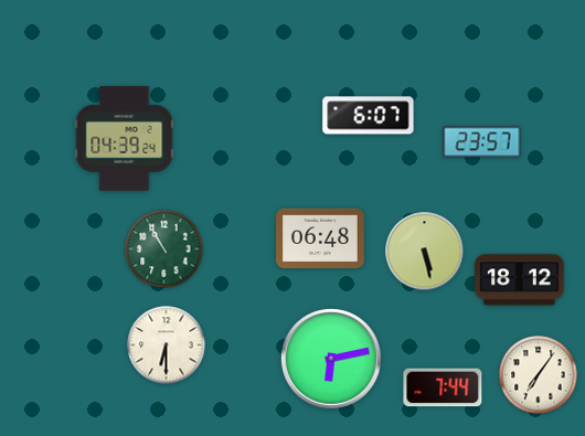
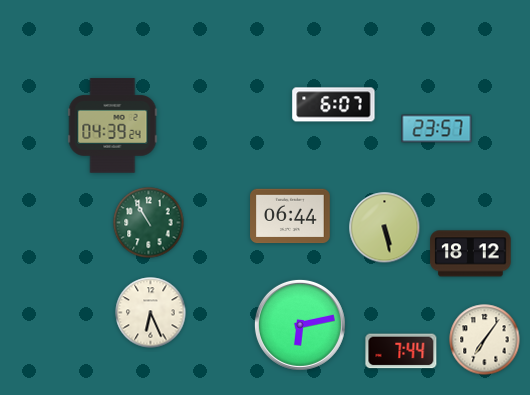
clock at (320, 238): 06:48 -> 06:44
clock at (164, 249) position: (164, 249) -> (149, 223)
clock at (167, 345): 6:30 -> 6:26
clock at (539, 375) position: (539, 375) -> (485, 340)
